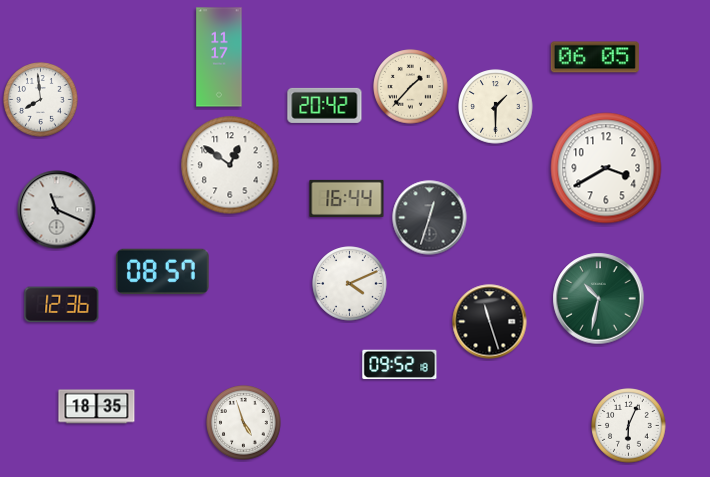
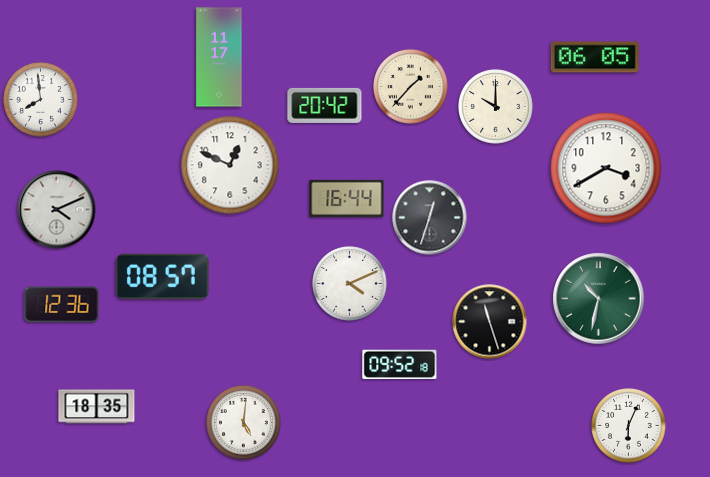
clock at (496, 107): 1:30 -> 10:00
clock at (230, 165): 12:51 -> 12:49
clock at (57, 210): 11:19 -> 4:11
clock at (163, 271) position: (163, 271) -> (163, 276)
clock at (244, 423): 4:57 -> 5:01
